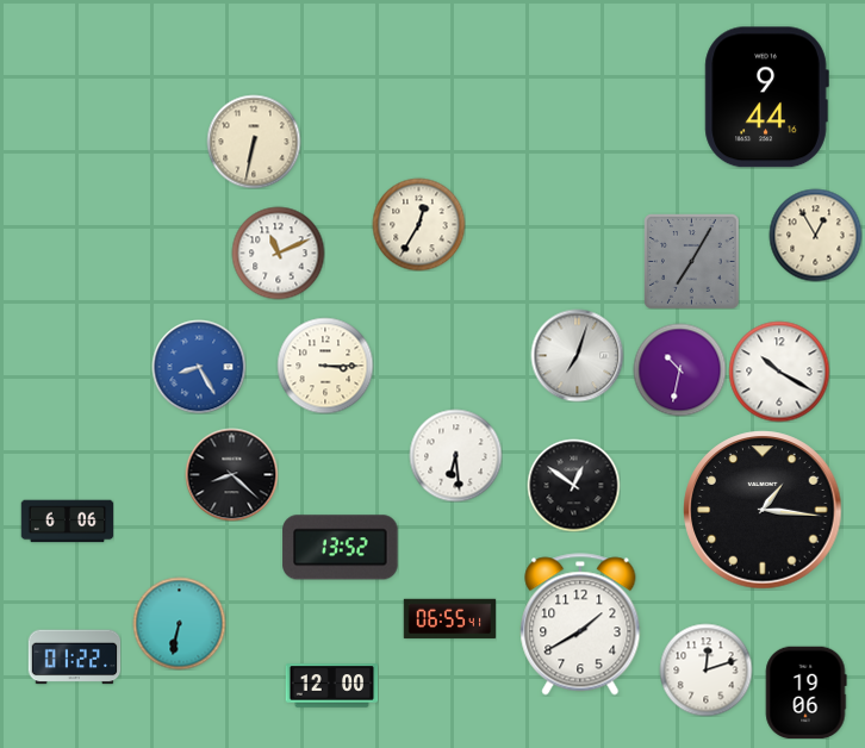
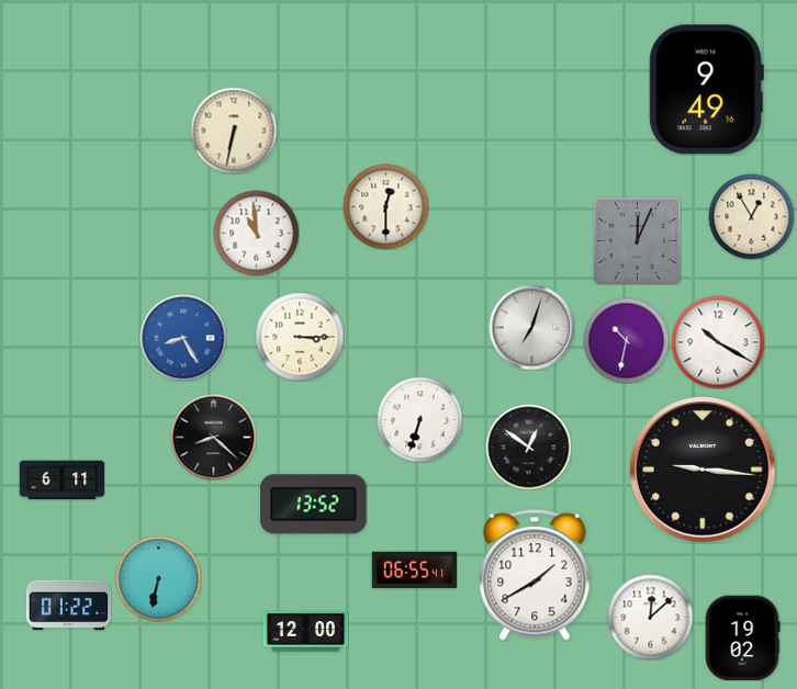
clock at (766, 98): 9:44 -> 9:49
clock at (418, 224): 12:35 -> 12:30
clock at (278, 253): 11:11 -> 10:59
clock at (692, 262): 7:05 -> 12:04
clock at (455, 455): 6:29 -> 6:33
clock at (763, 510): 1:16 -> 9:16
clock at (67, 522): 6:06 -> 6:11
clock at (179, 623) position: (179, 623) -> (158, 578)
clock at (705, 669): 12:12 -> 12:08
clock at (805, 692): 19:06 -> 19:02
